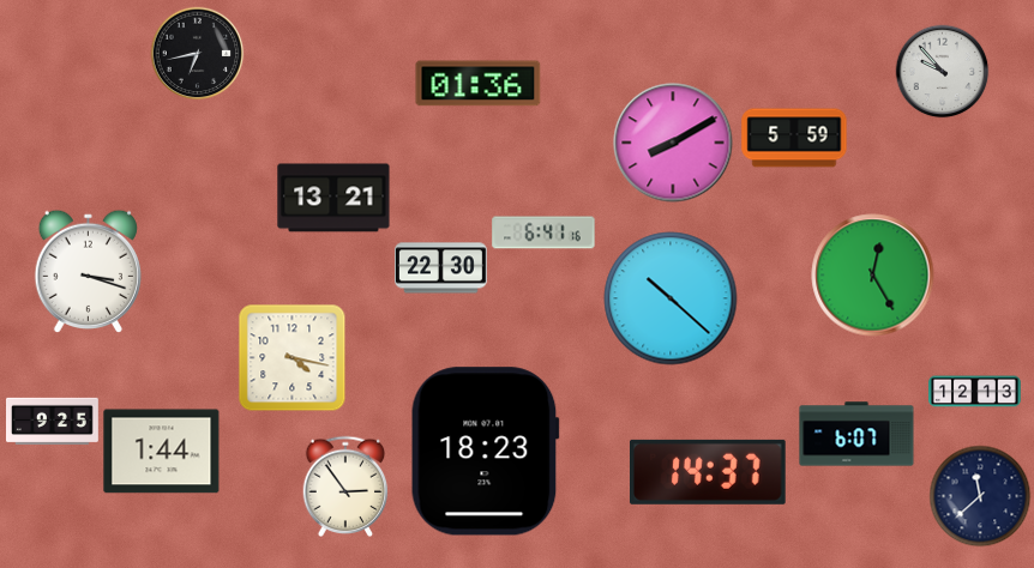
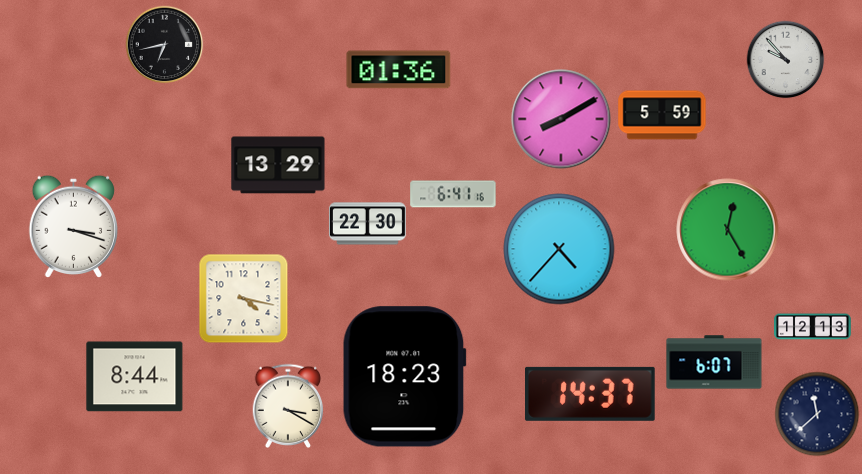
clock at (333, 198): 13:21 -> 13:29
clock at (671, 298): 10:22 -> 4:37
clock at (53, 421): 9:25 -> none
clock at (162, 452): 1:44 -> 8:44
clock at (345, 485): 2:54 -> 3:20
